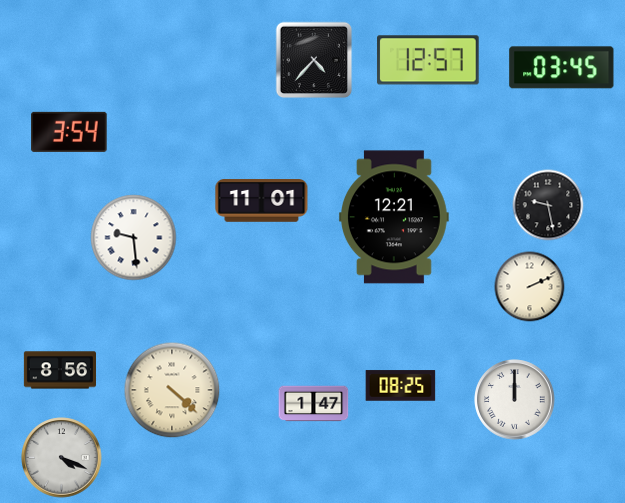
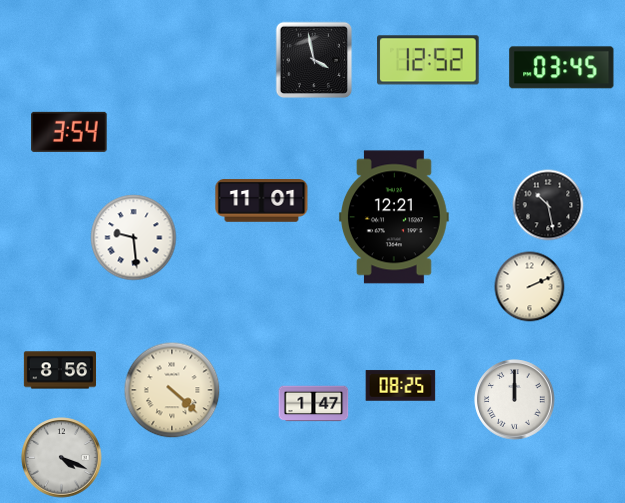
clock at (314, 60): 4:37 -> 3:58
clock at (428, 60): 12:57 -> 12:52
clock at (548, 205): 9:28 -> 10:28
